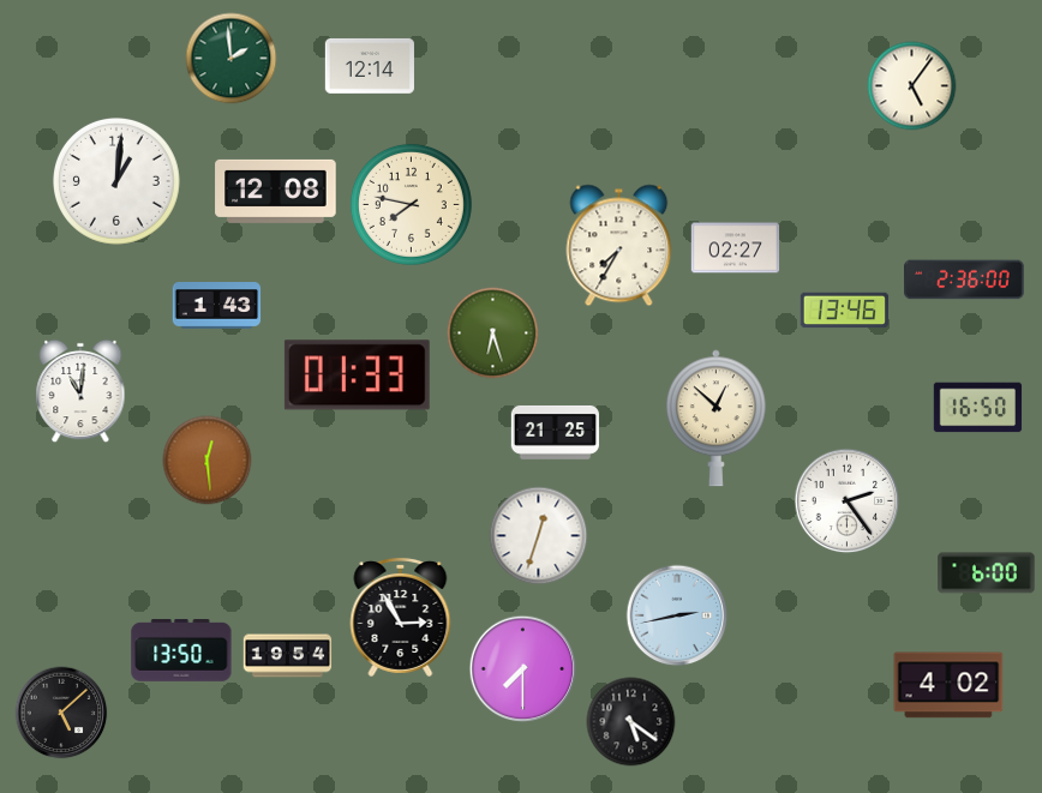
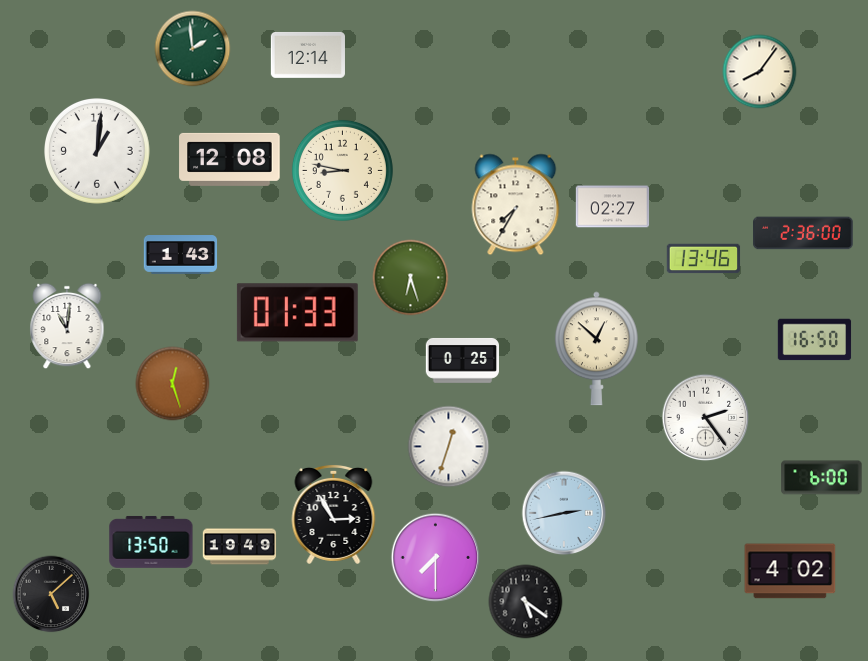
clock at (912, 86): 5:06 -> 8:06
clock at (411, 204): 7:47 -> 8:47
clock at (556, 432): 21:25 -> 0:25
clock at (208, 461): 12:29 -> 12:27
clock at (288, 656): 19:54 -> 19:49
